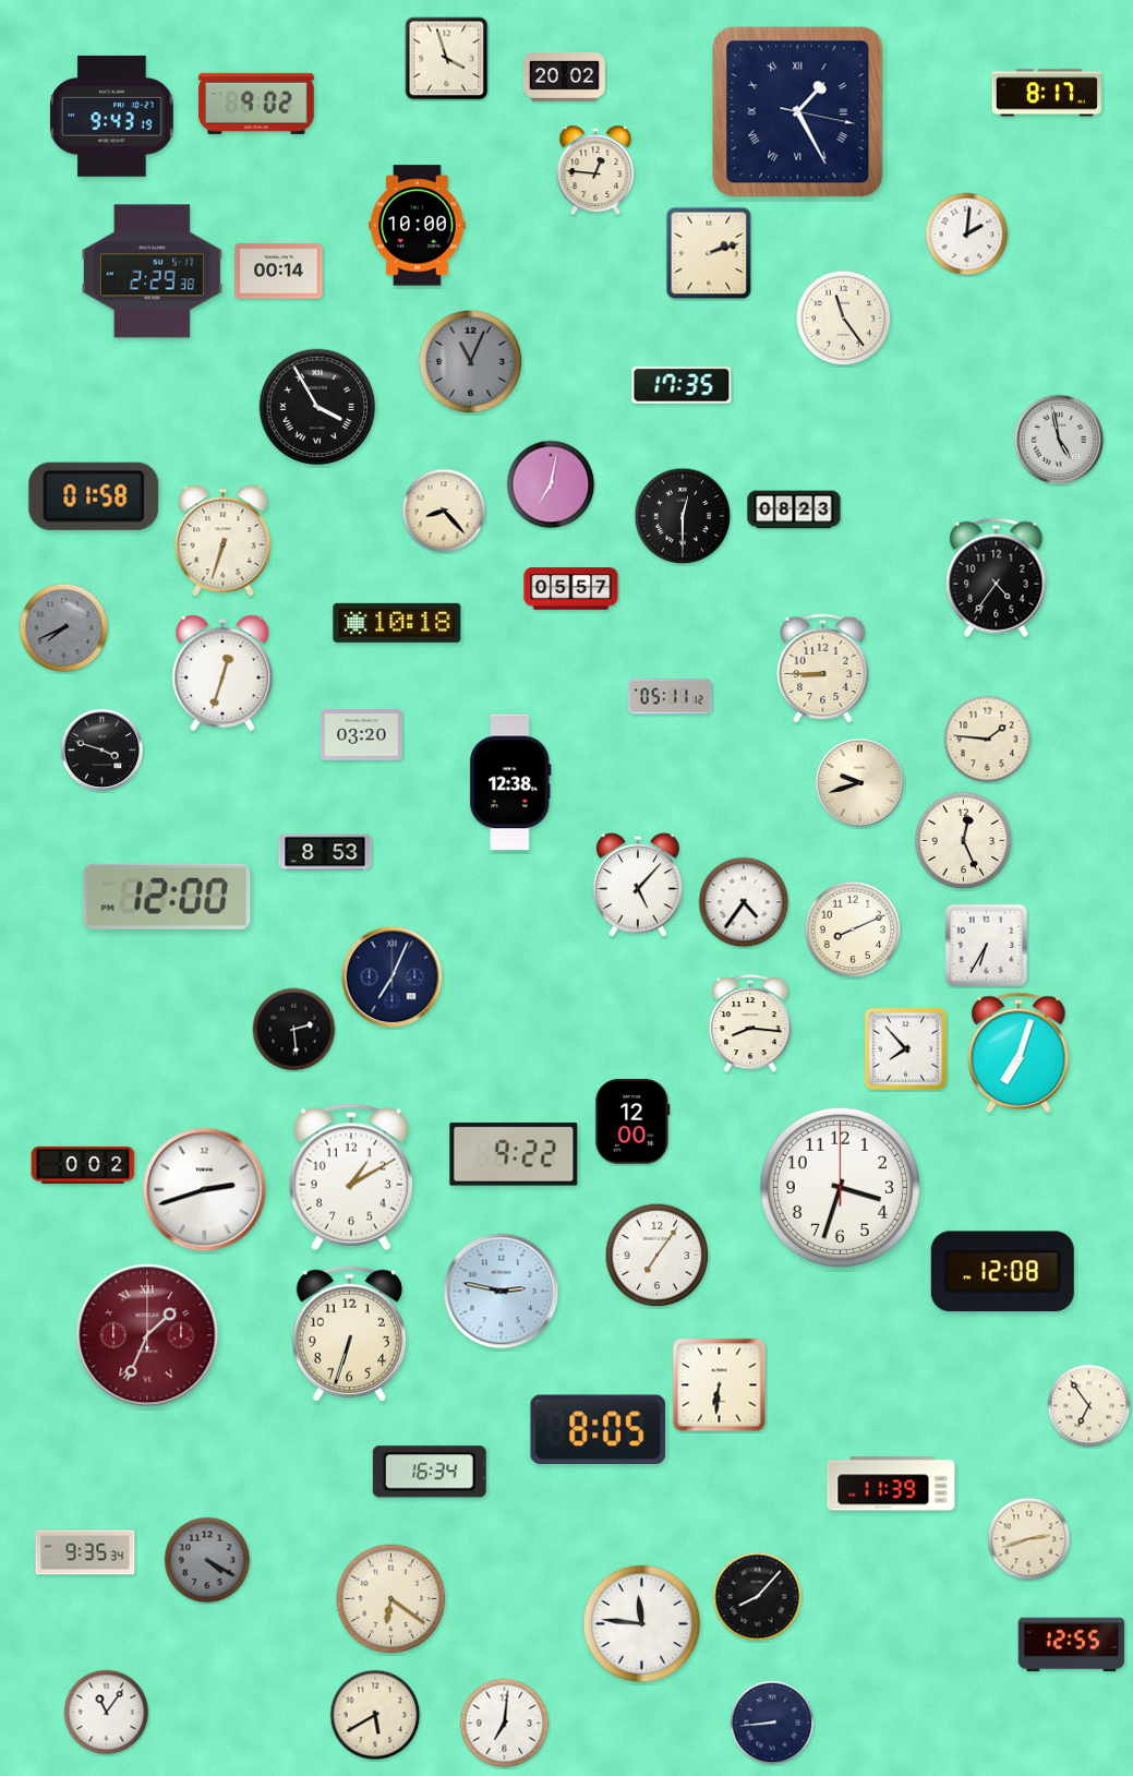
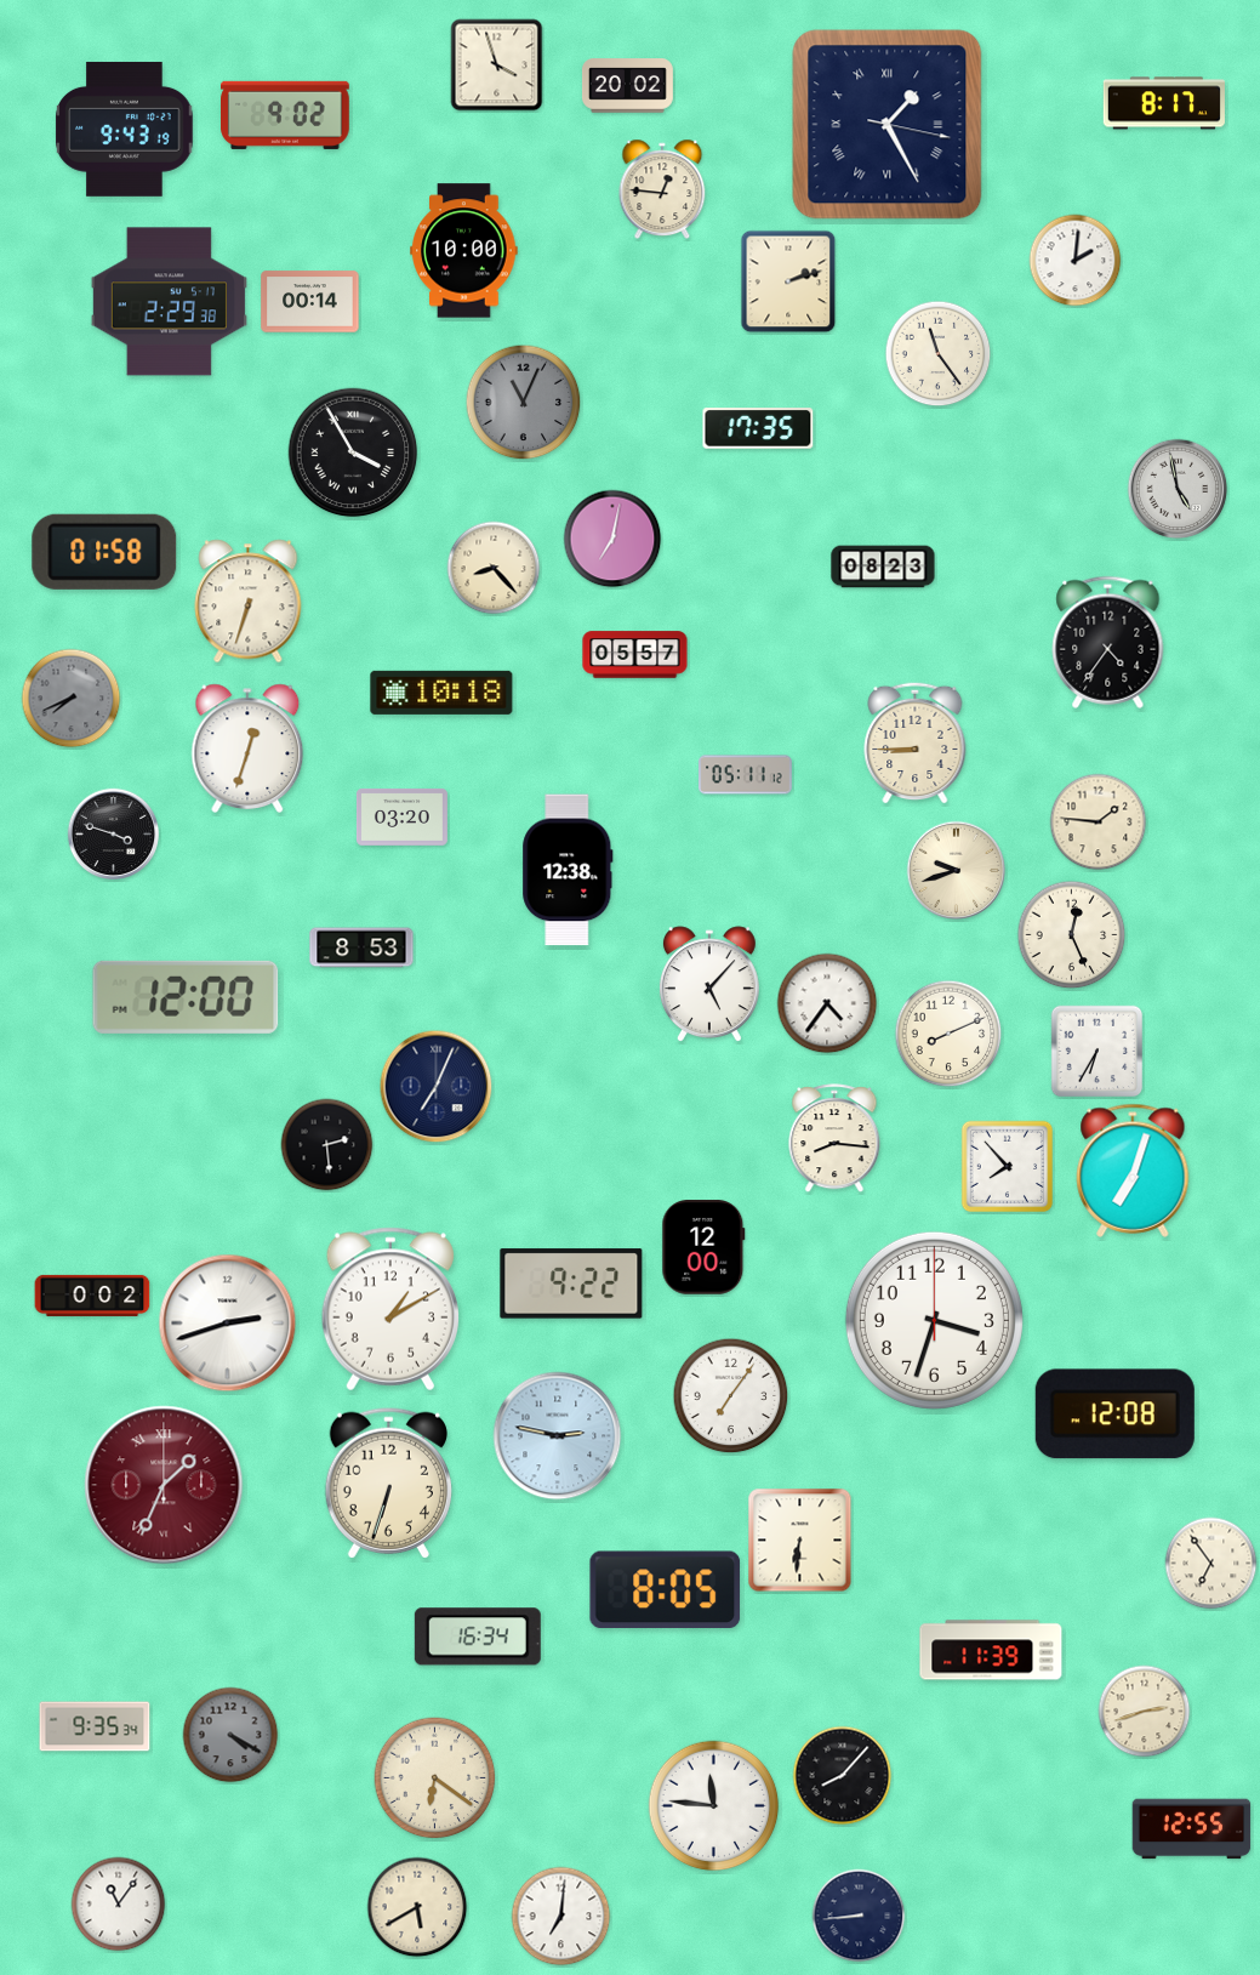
clock at (683, 516): 12:30 -> none
